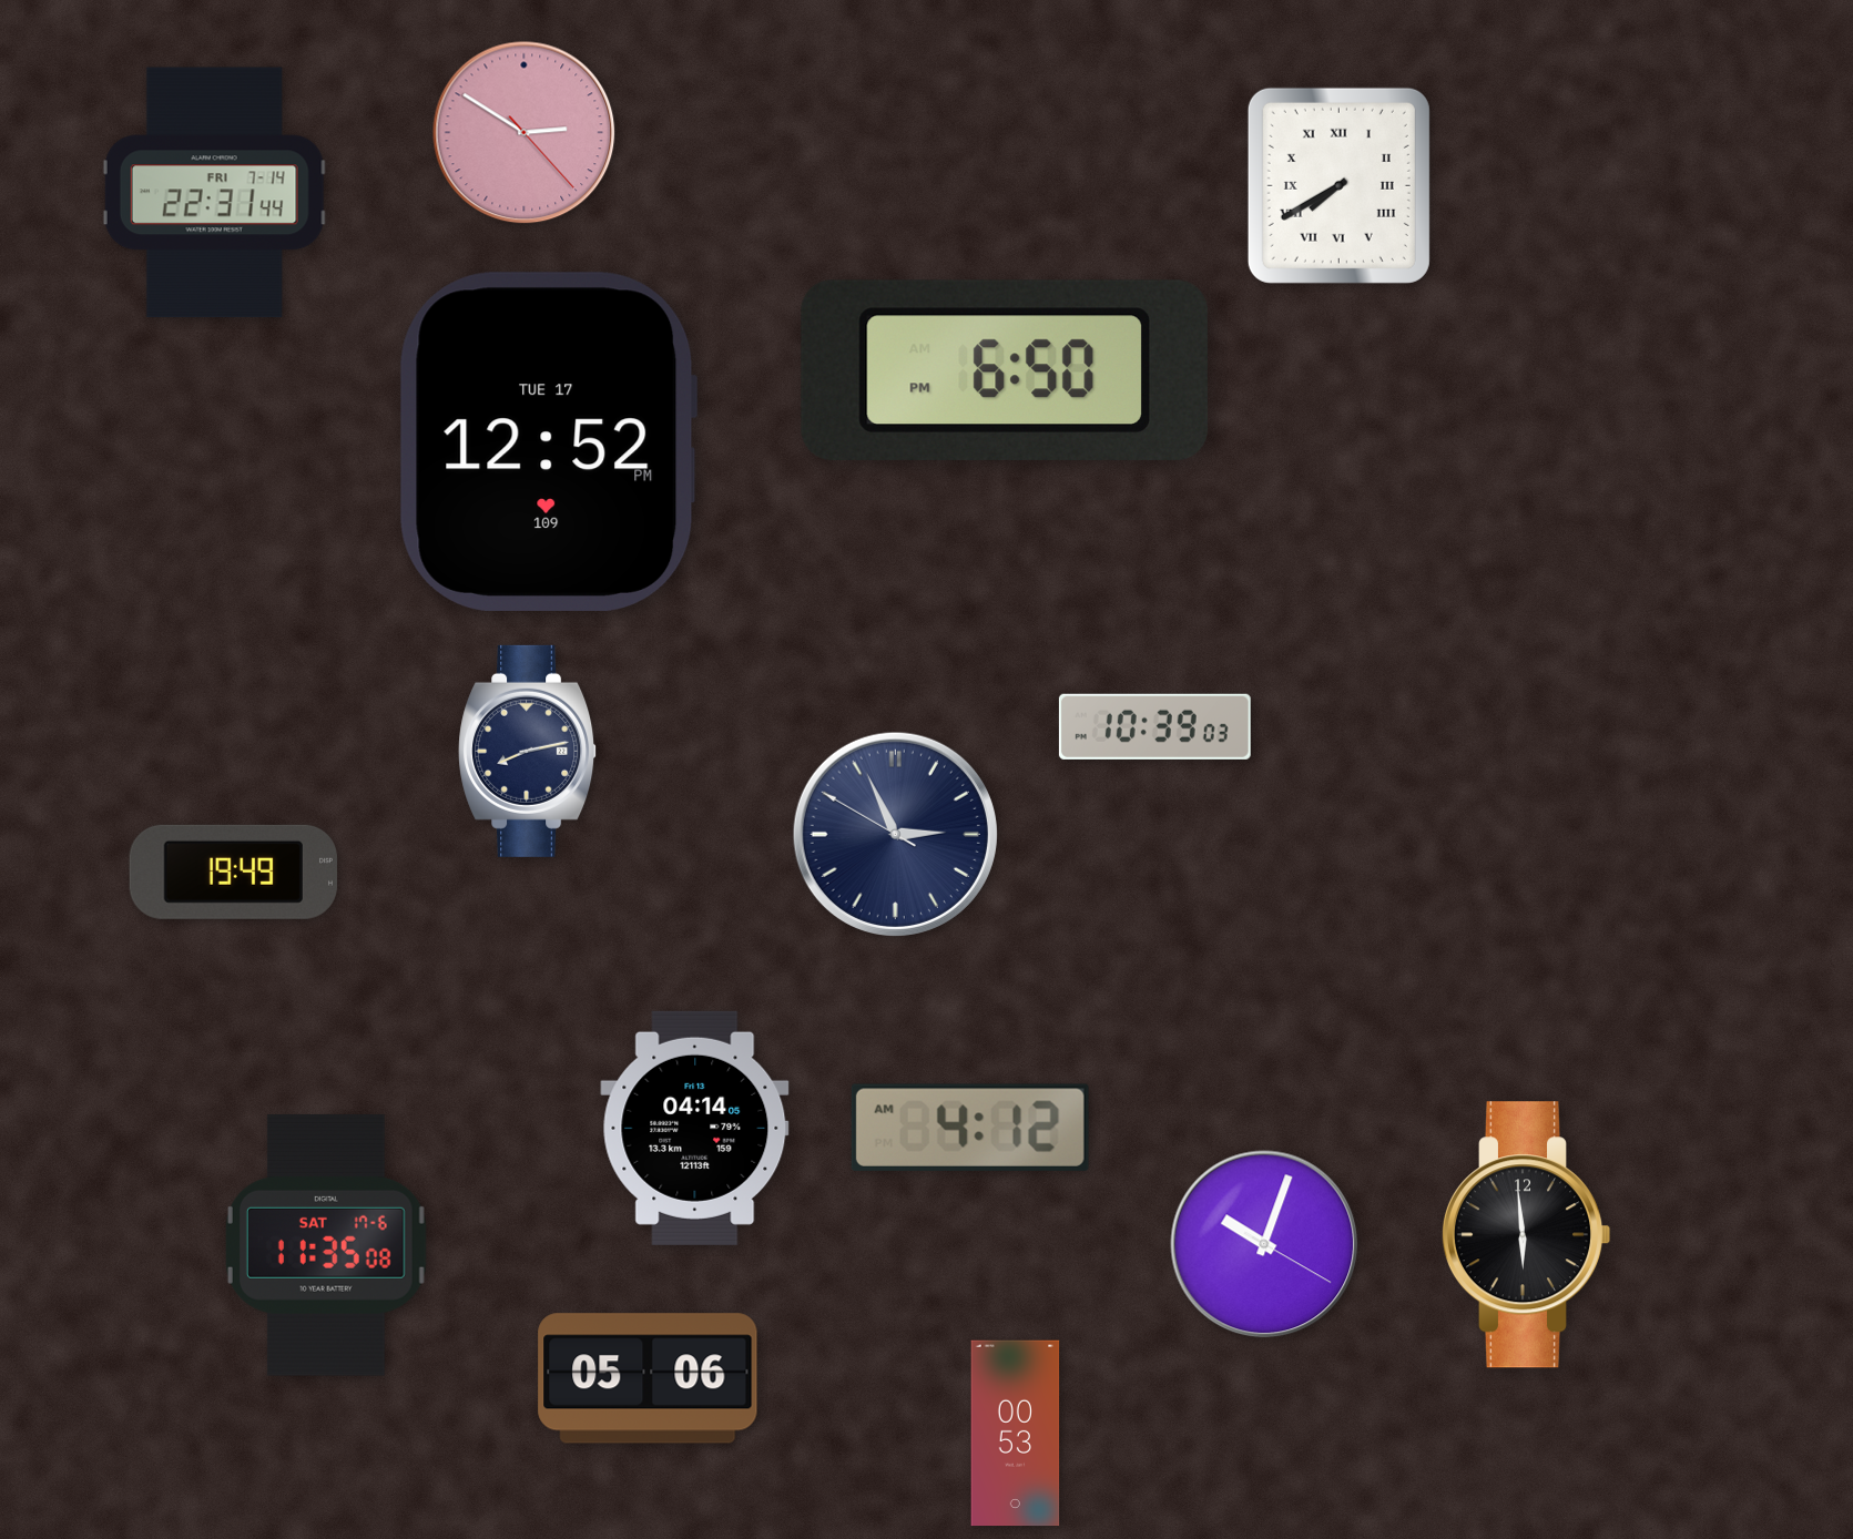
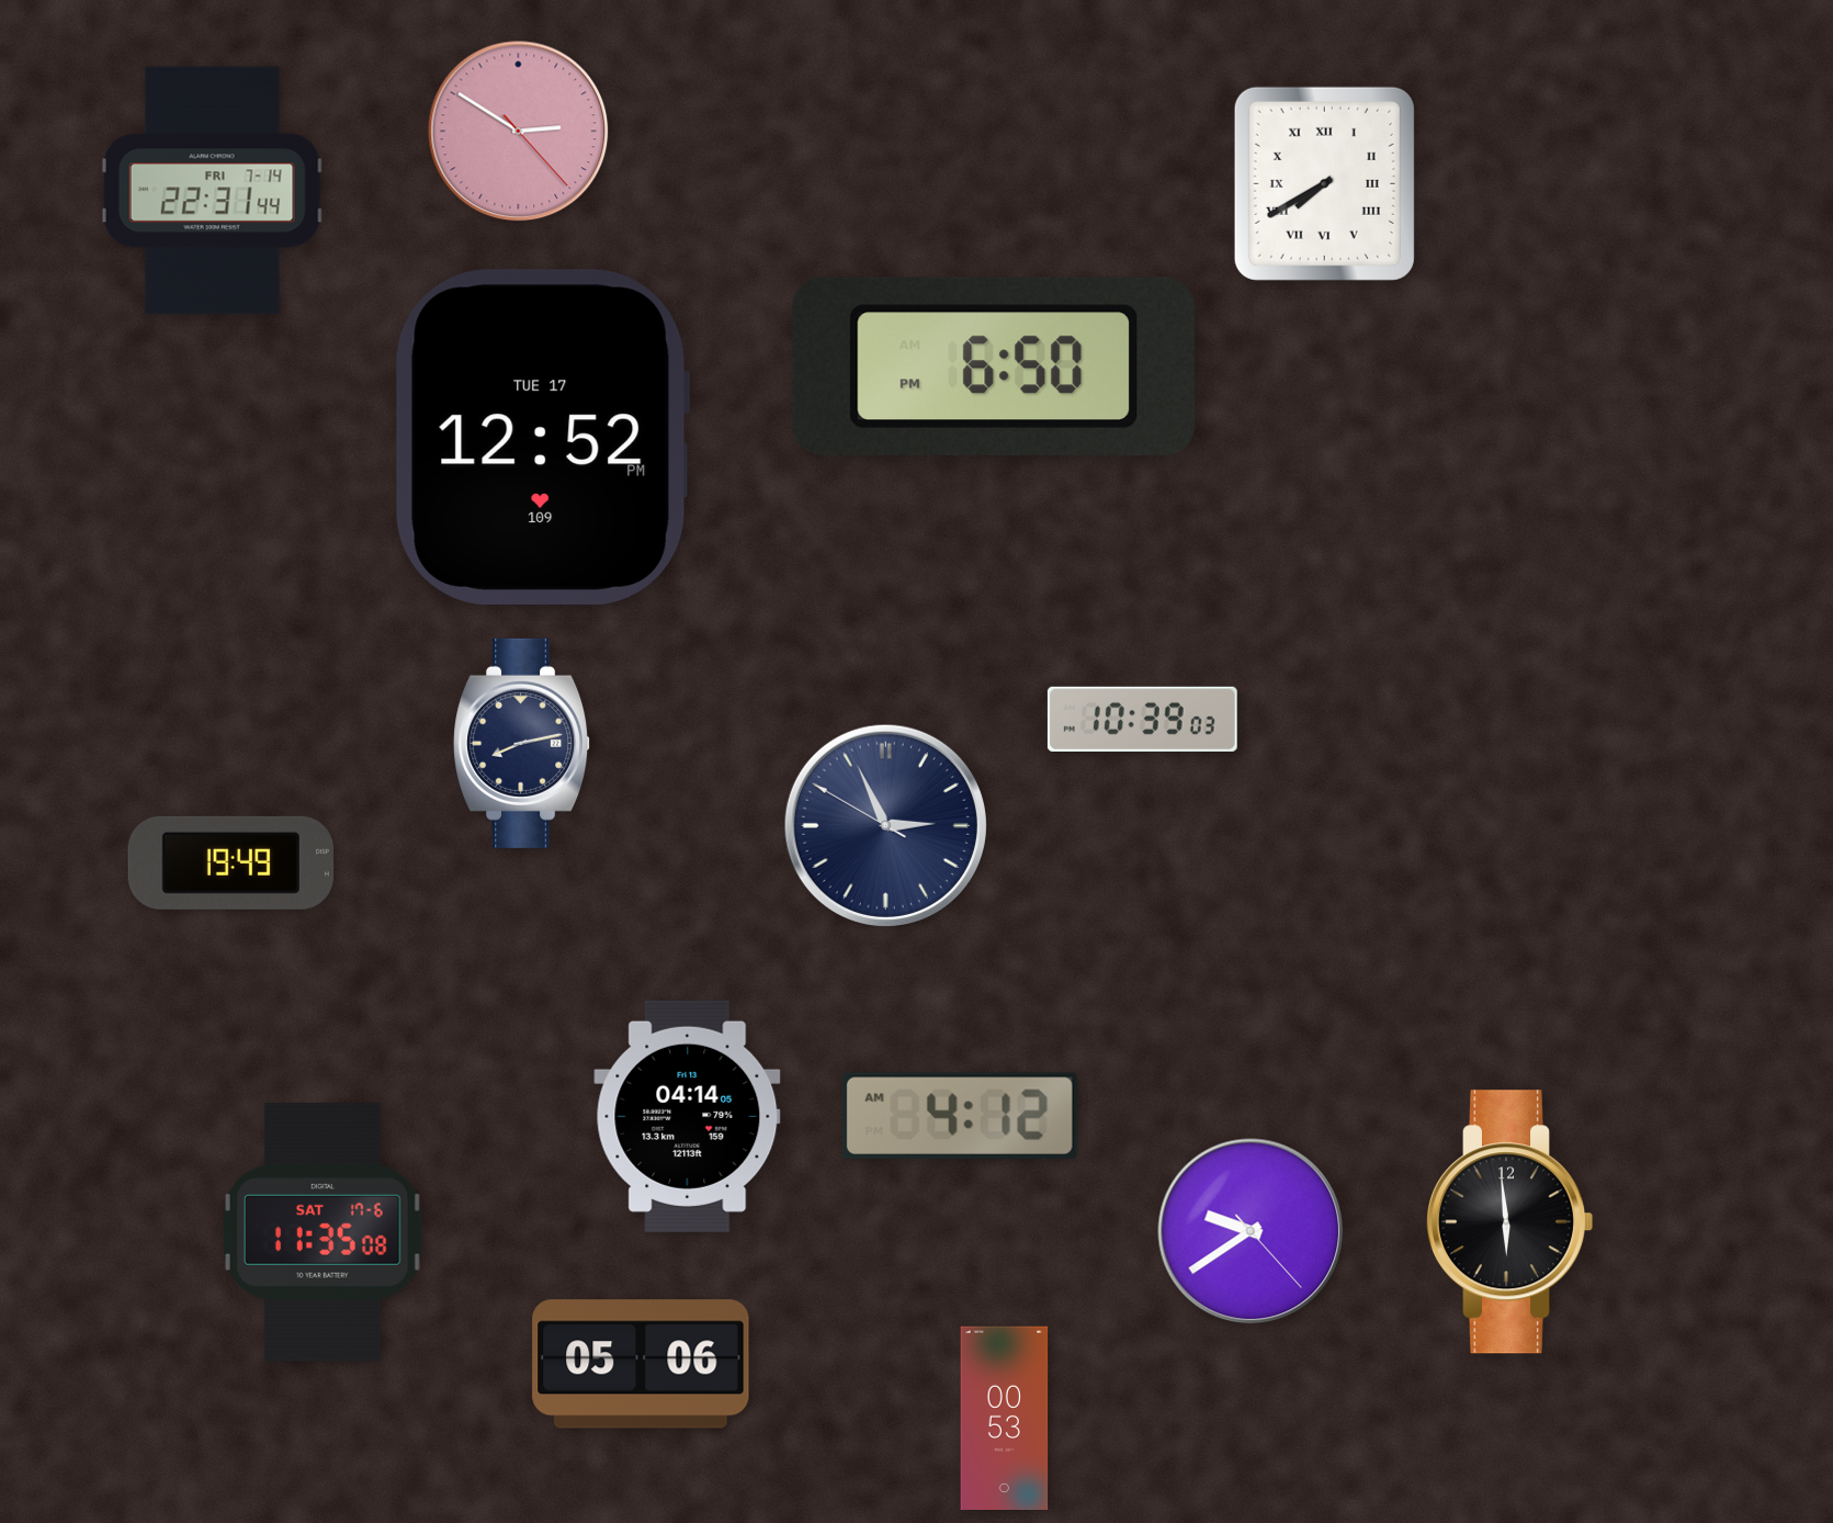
clock at (1264, 1244): 10:03 -> 9:39
